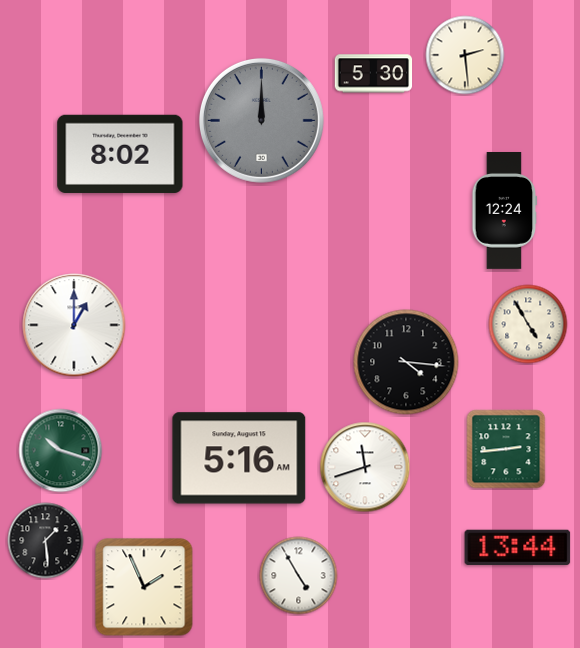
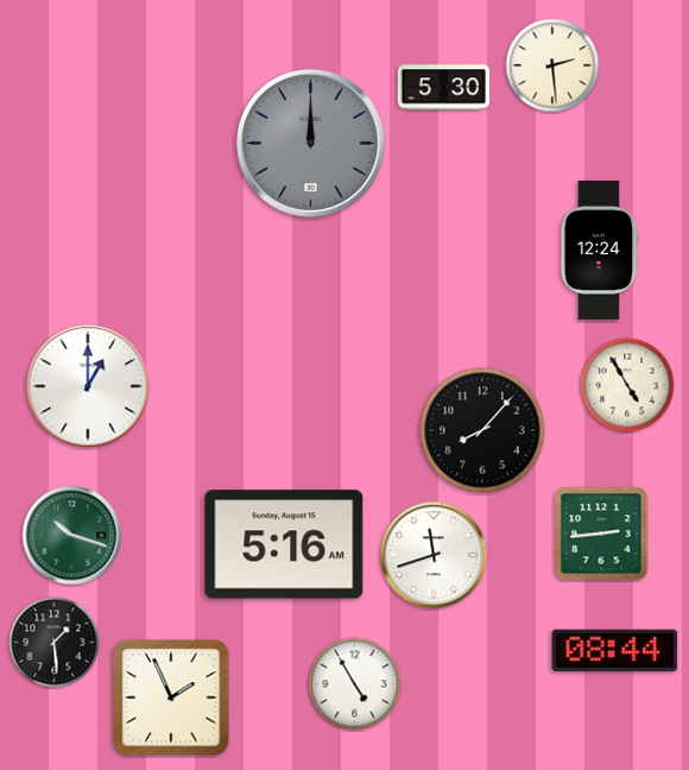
clock at (120, 154): 8:02 -> none
clock at (406, 362): 4:16 -> 8:07
clock at (518, 547): 13:44 -> 08:44
